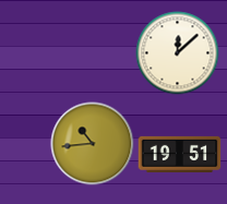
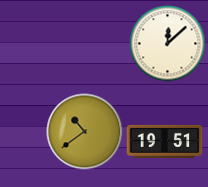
clock at (178, 53) position: (178, 53) -> (168, 44)
clock at (93, 144): 10:44 -> 10:39
